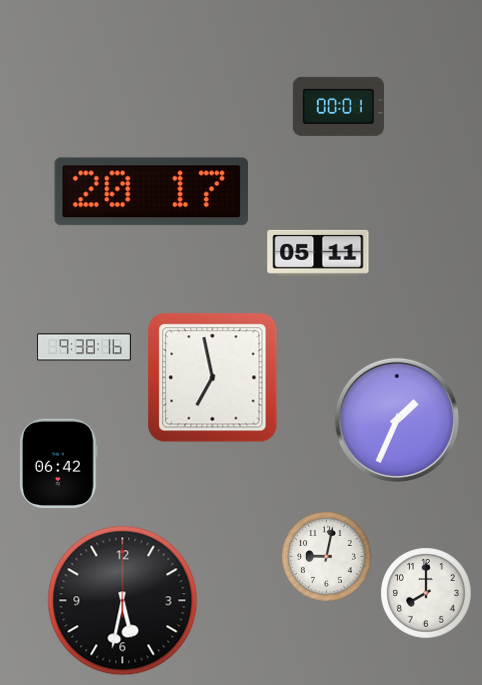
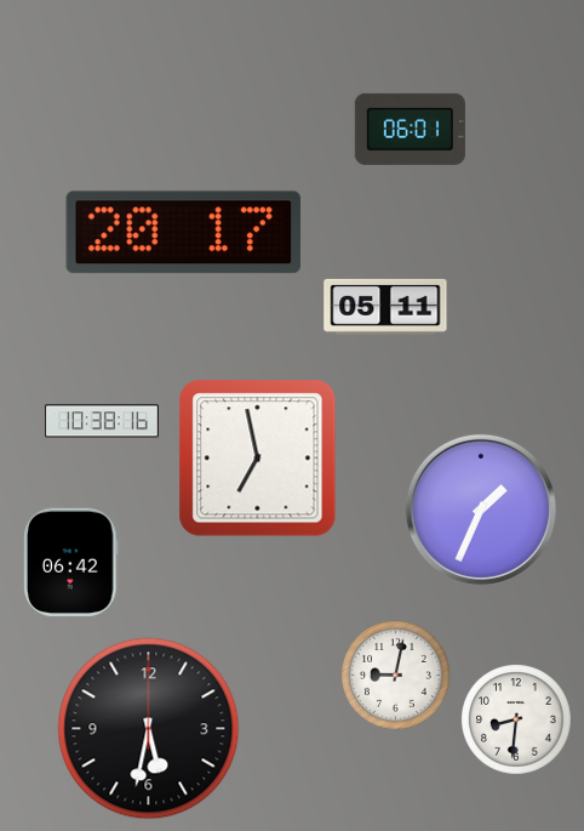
clock at (338, 106): 00:01 -> 06:01
clock at (84, 347): 9:38 -> 10:38
clock at (427, 594): 8:00 -> 8:31
